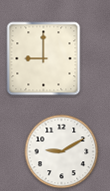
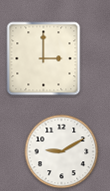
clock at (44, 59): 9:00 -> 3:00
